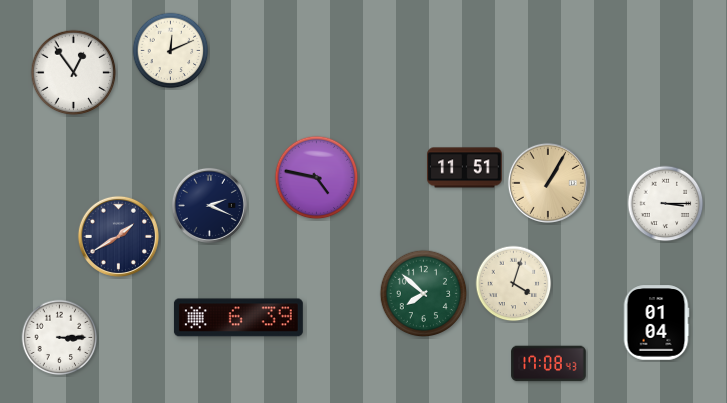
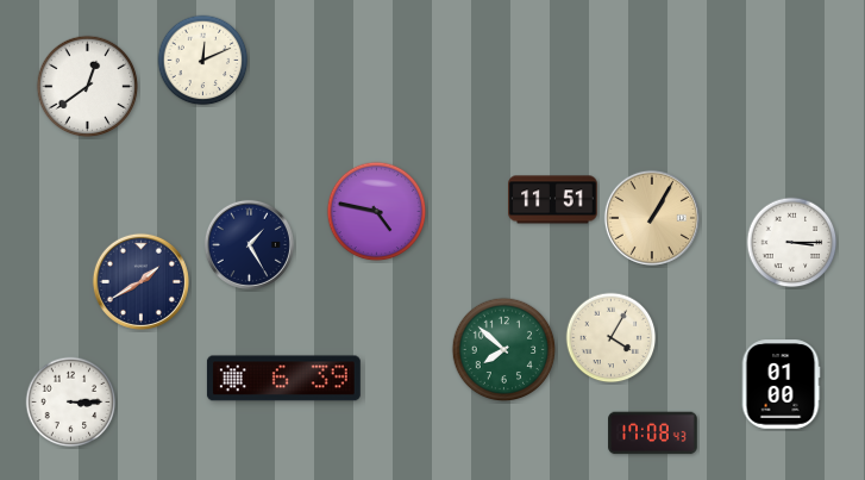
clock at (74, 73): 12:54 -> 12:39
clock at (209, 205): 2:19 -> 1:25
clock at (514, 284): 4:03 -> 4:05
clock at (656, 323): 01:04 -> 01:00
